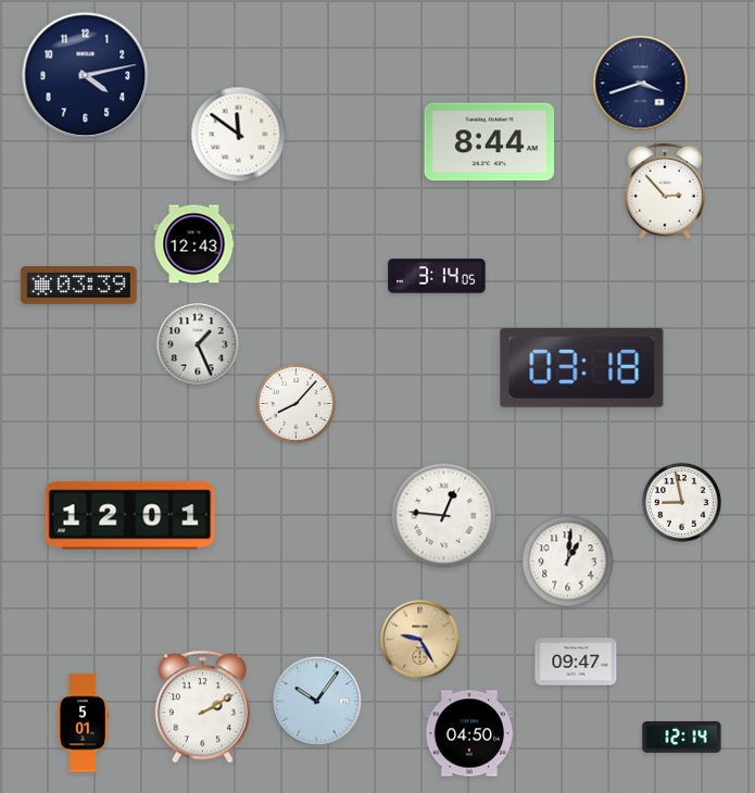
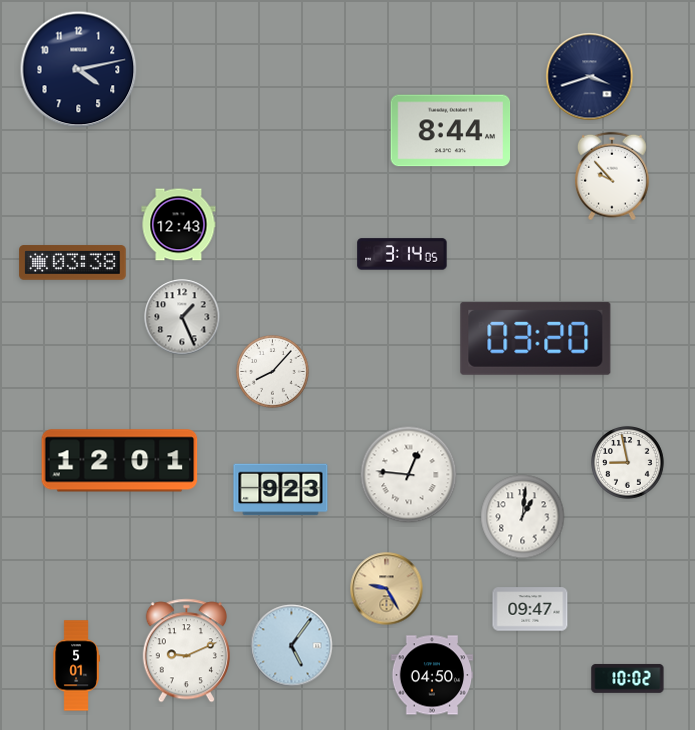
clock at (239, 135): 11:51 -> none
clock at (666, 191): 2:53 -> 9:53
clock at (79, 286): 03:39 -> 03:38
clock at (582, 367): 03:18 -> 03:20
clock at (130, 516) position: (130, 516) -> (120, 461)
clock at (281, 490): none -> 9:23
clock at (317, 702): 10:06 -> 5:06
clock at (202, 707): 2:10 -> 9:11
clock at (682, 737): 12:14 -> 10:02
